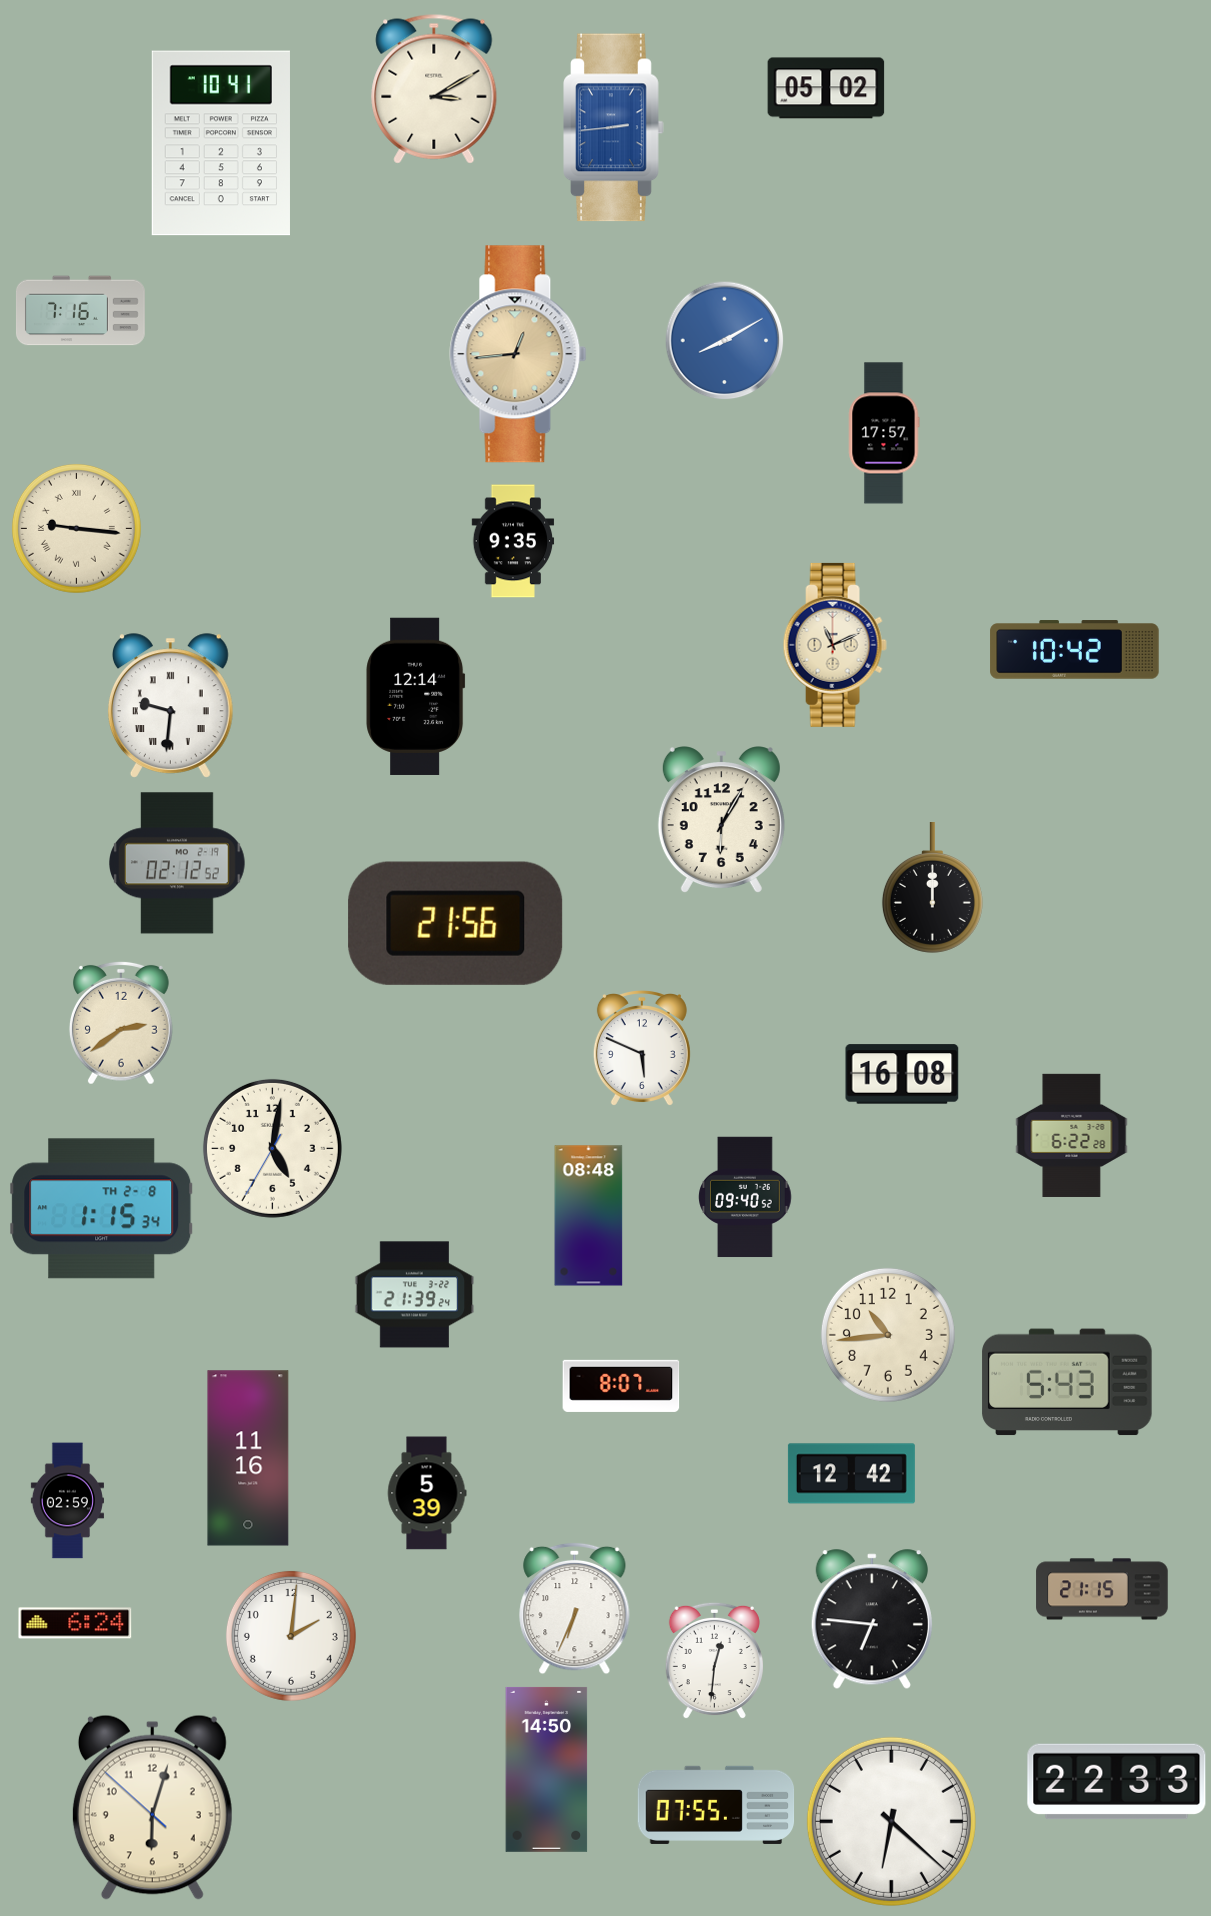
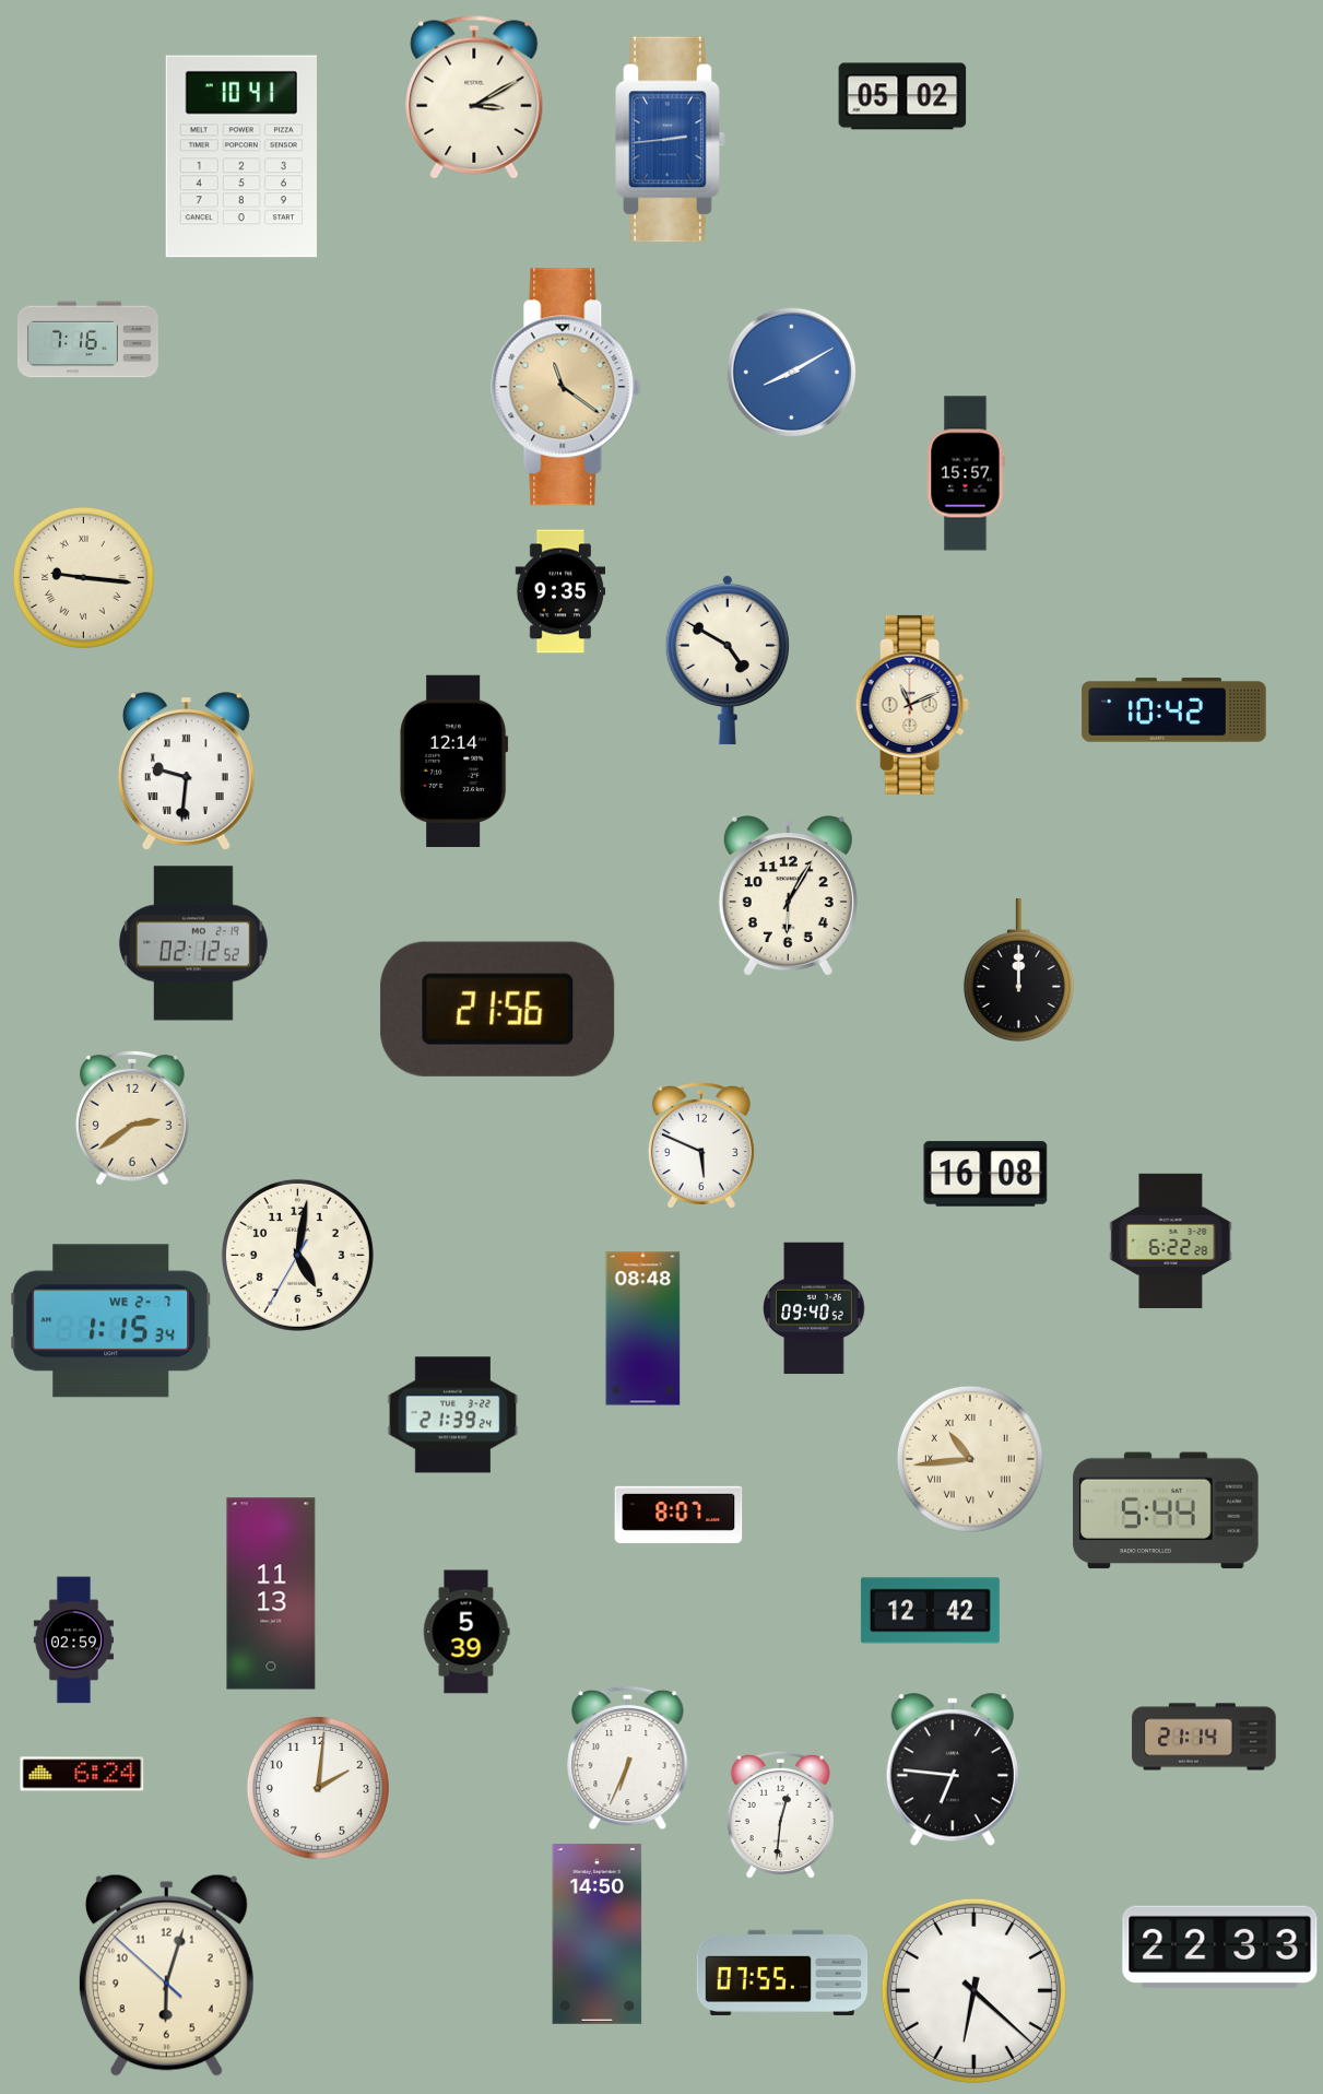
clock at (518, 354): 12:44 -> 11:21
clock at (884, 433): 17:57 -> 15:57
clock at (728, 660): none -> 4:50
clock at (102, 1209) date: TH 2-8 -> WE 2-7
clock at (888, 1335) numerals: Arabic -> Roman
clock at (1067, 1382): 5:43 -> 5:44
clock at (248, 1458): 11:16 -> 11:13
clock at (1102, 1589): 21:15 -> 21:14
